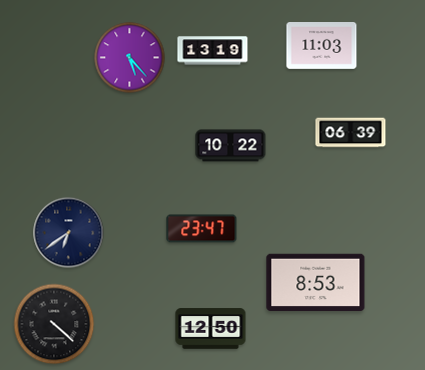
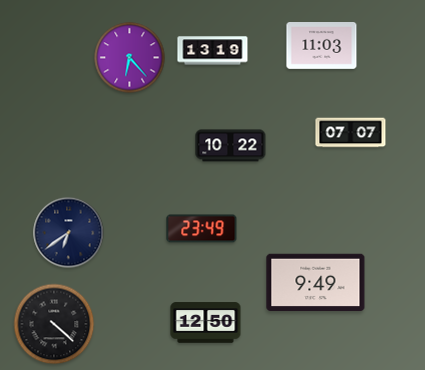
clock at (130, 58): 5:23 -> 6:23
clock at (351, 133): 06:39 -> 07:07
clock at (202, 229): 23:47 -> 23:49
clock at (316, 283): 8:53 -> 9:49
clock at (211, 329) position: (211, 329) -> (206, 323)
